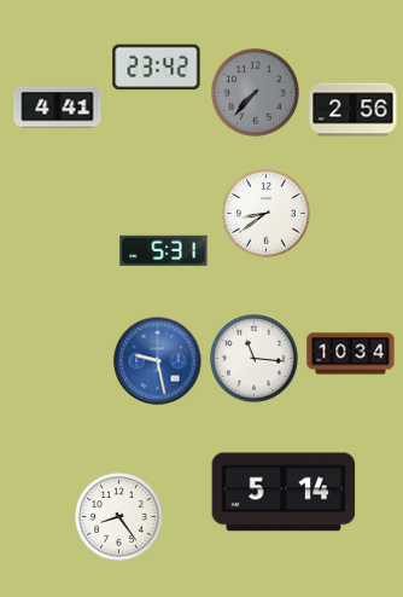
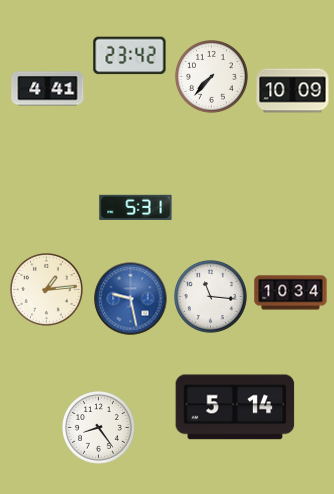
clock at (256, 93) dial: grey -> white
clock at (354, 110): 2:56 -> 10:09
clock at (267, 214): 8:39 -> none
clock at (47, 290): none -> 1:14
